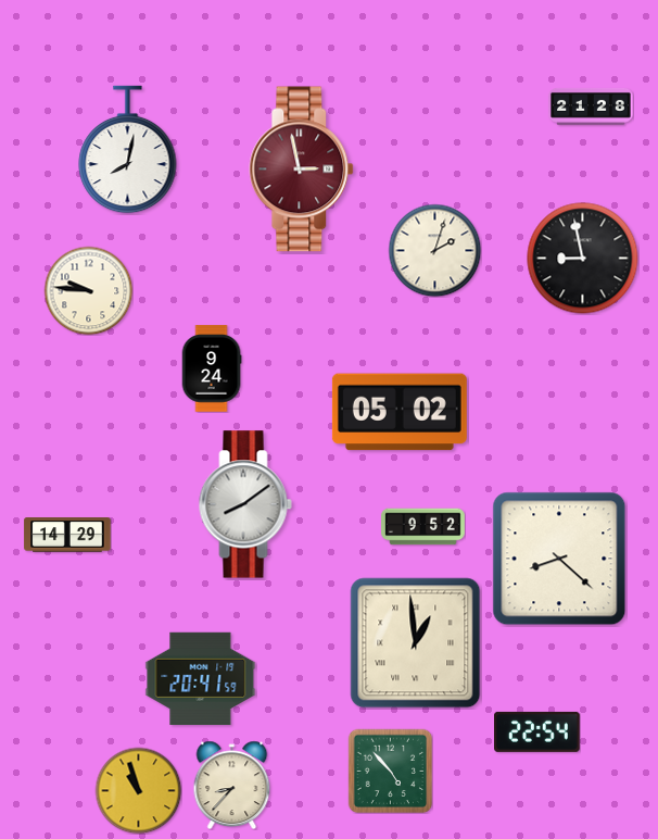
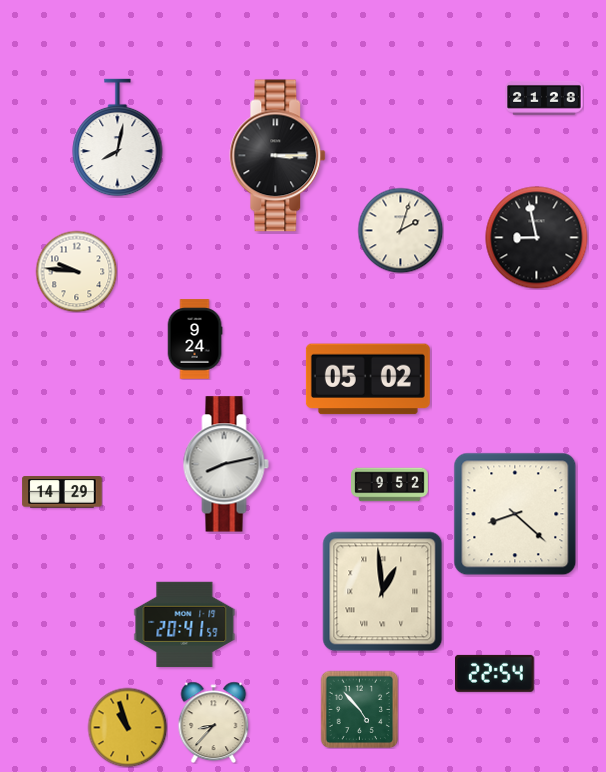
clock at (302, 170): 2:58 -> 3:15
clock at (302, 170) dial: burgundy -> black
clock at (88, 290) position: (88, 290) -> (76, 271)
clock at (245, 504): 8:09 -> 8:13
